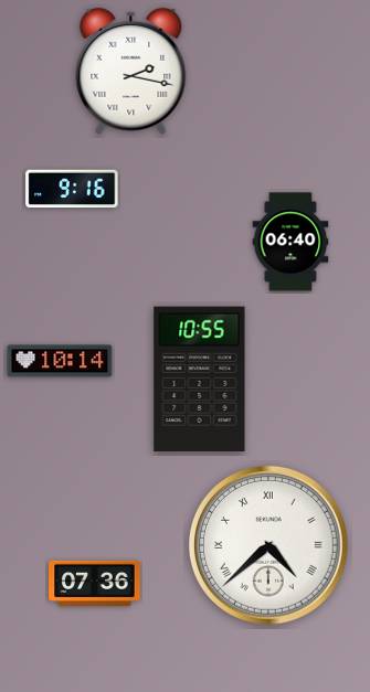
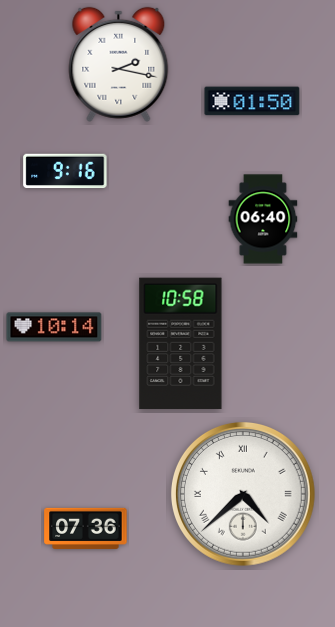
clock at (252, 101): none -> 01:50
clock at (200, 380): 10:55 -> 10:58
